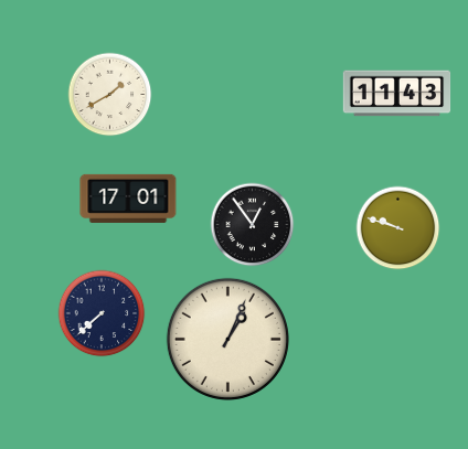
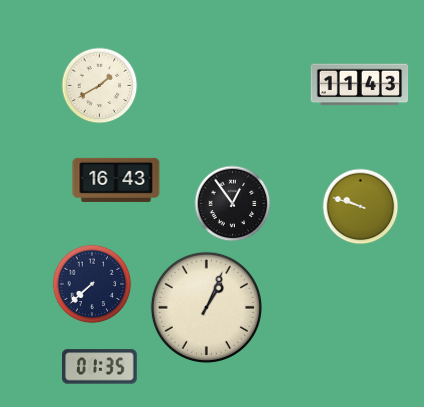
clock at (128, 199): 17:01 -> 16:43
clock at (253, 225) position: (253, 225) -> (233, 204)
clock at (100, 367): none -> 01:35
